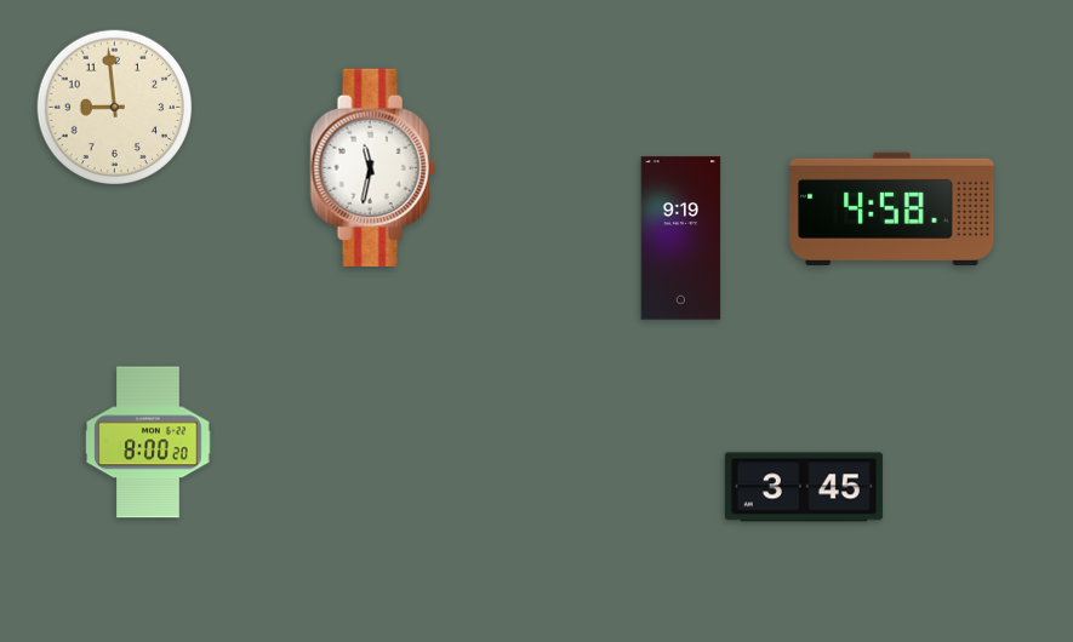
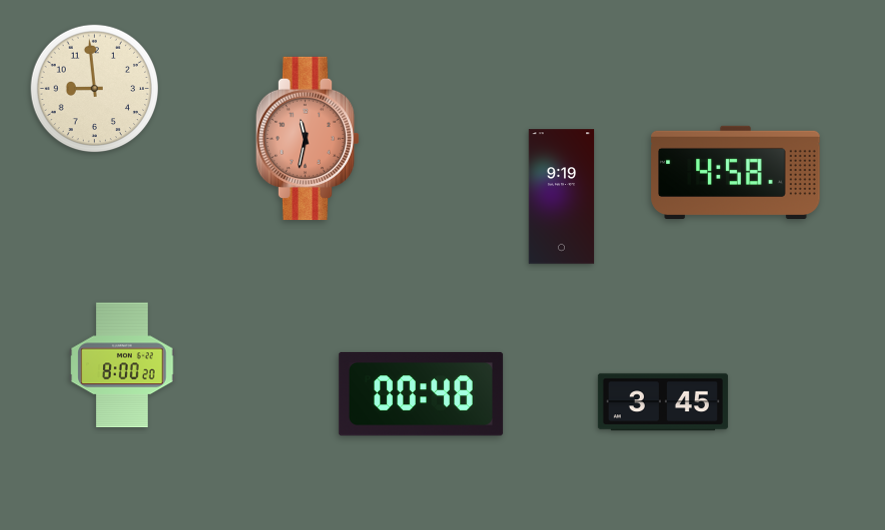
clock at (372, 167) dial: white -> salmon
clock at (421, 394): none -> 00:48
